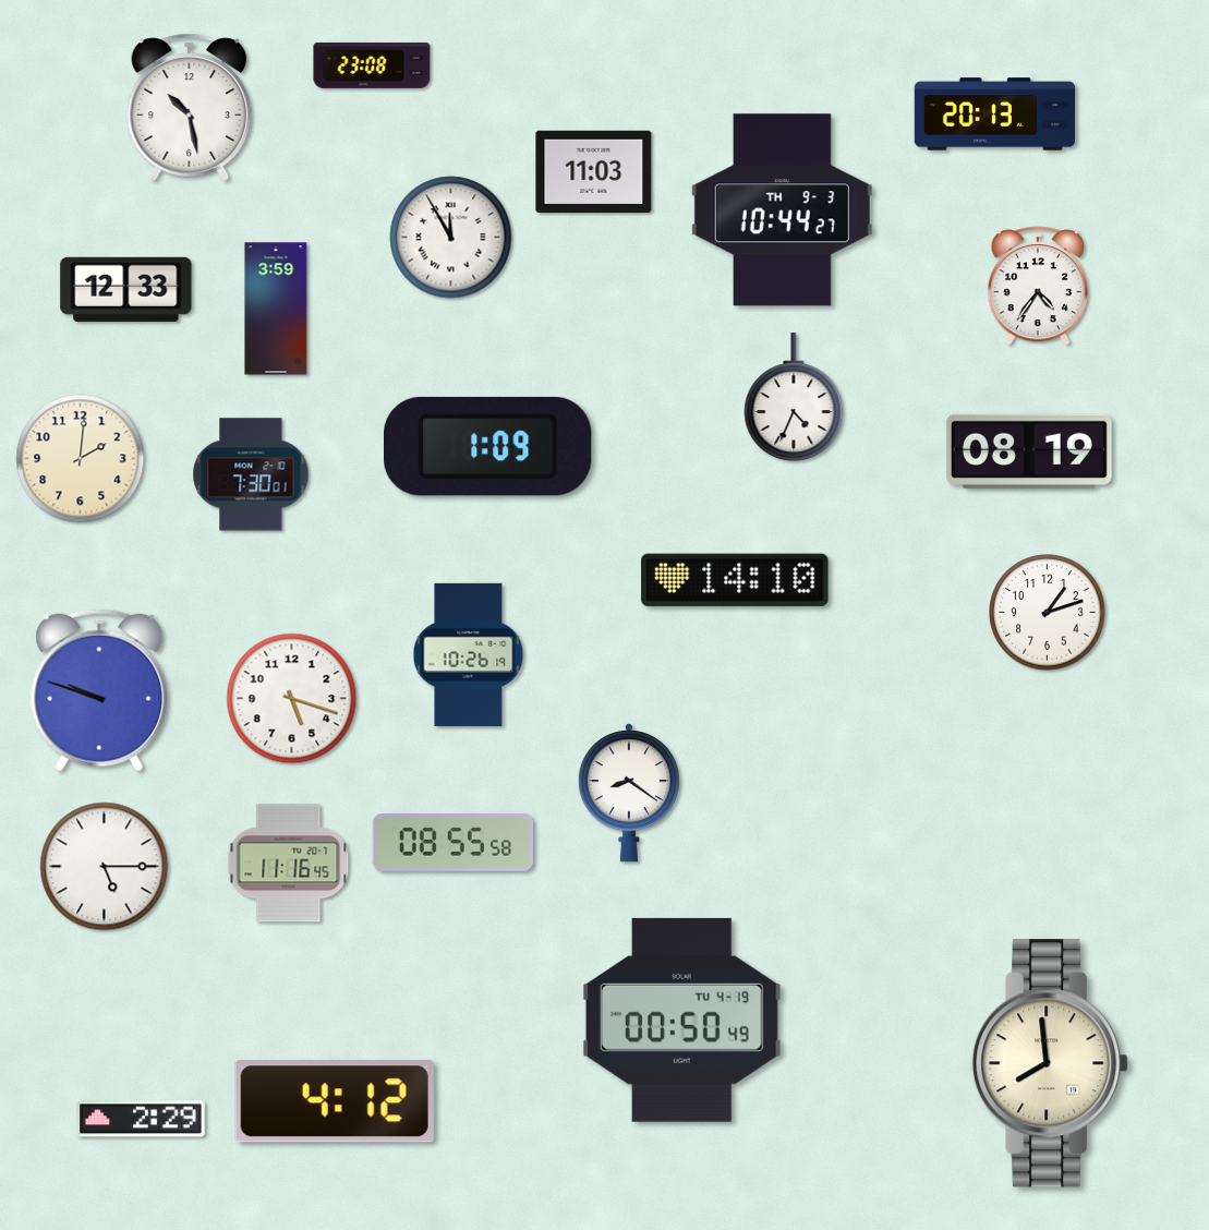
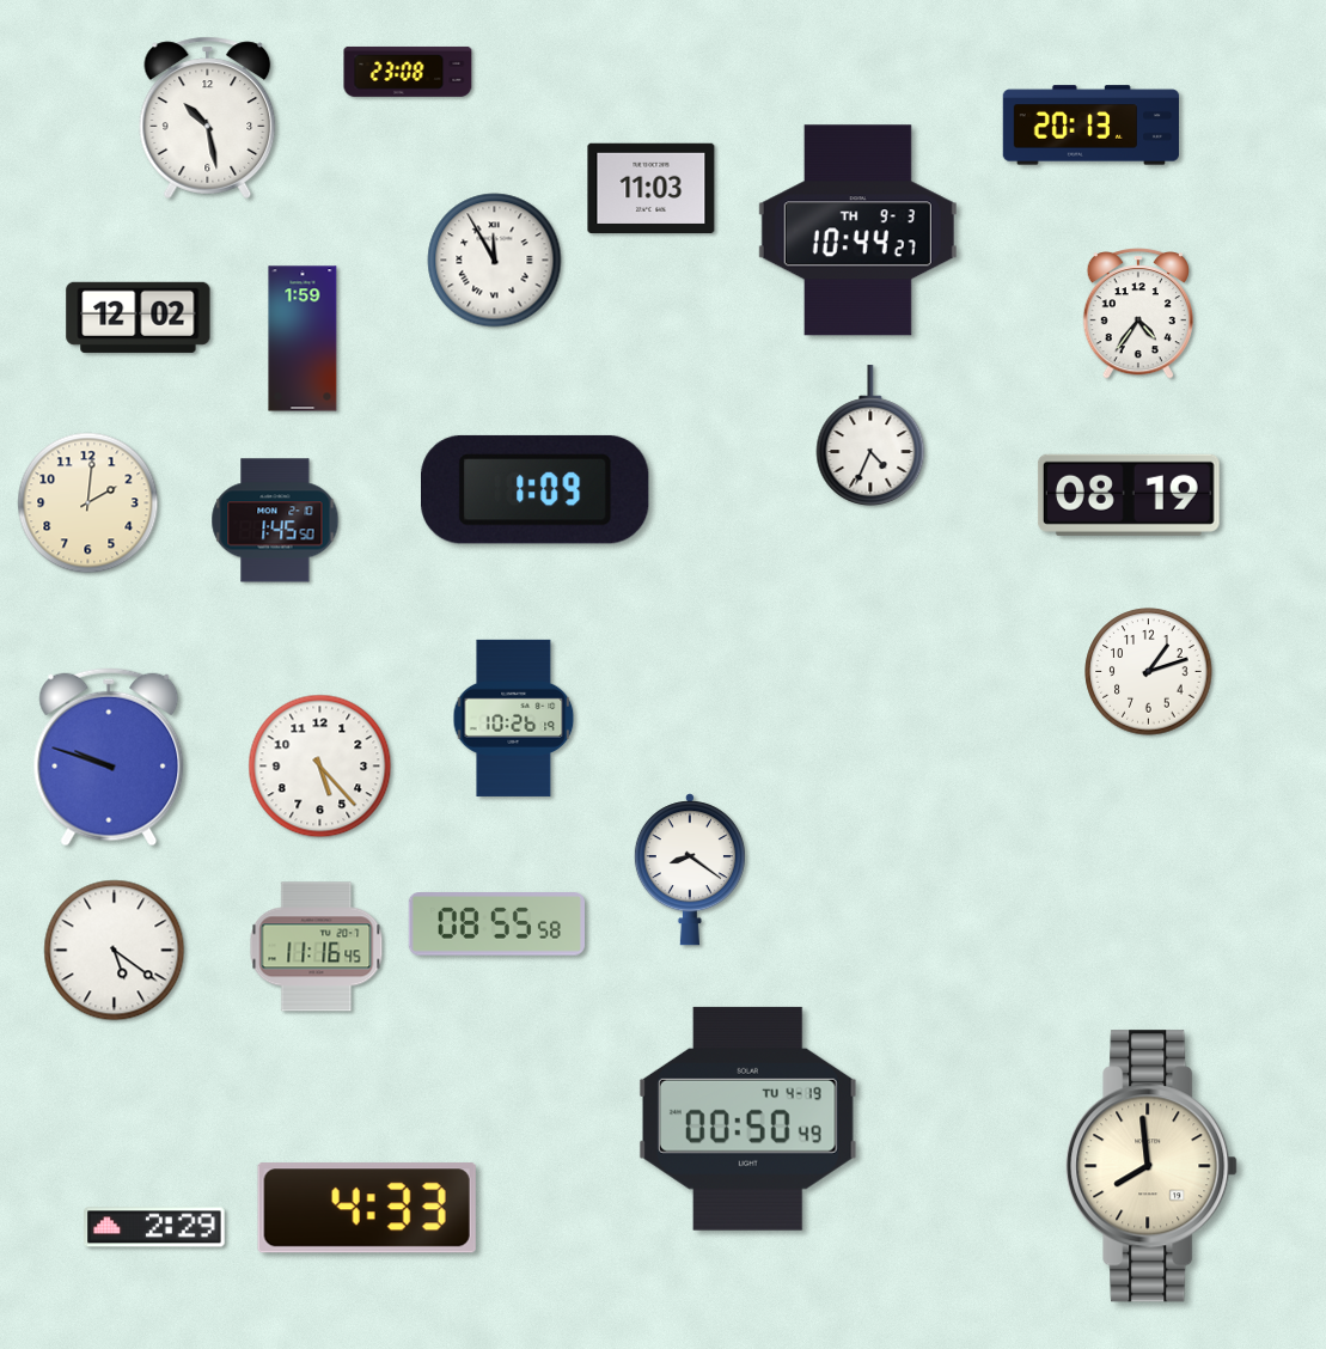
clock at (126, 289): 12:33 -> 12:02
clock at (276, 309): 3:59 -> 1:59
clock at (251, 474): 7:30 -> 1:45
clock at (735, 580): 14:10 -> none
clock at (292, 699): 5:18 -> 5:23
clock at (105, 867): 5:15 -> 5:21
clock at (335, 1101): 4:12 -> 4:33
